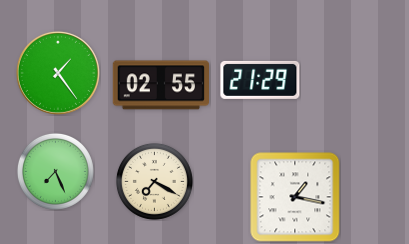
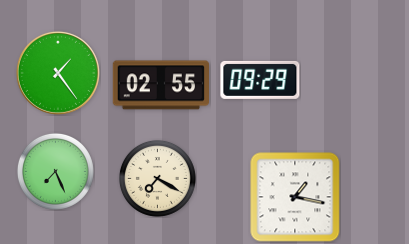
clock at (260, 80): 21:29 -> 09:29
clock at (154, 181) position: (154, 181) -> (157, 178)
